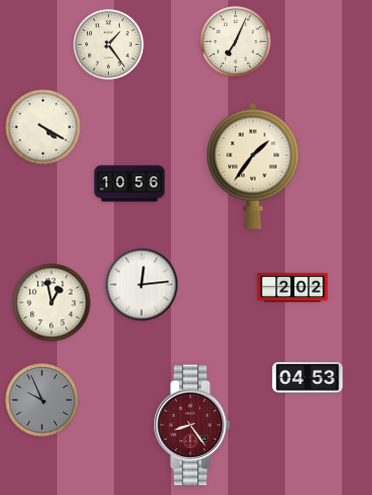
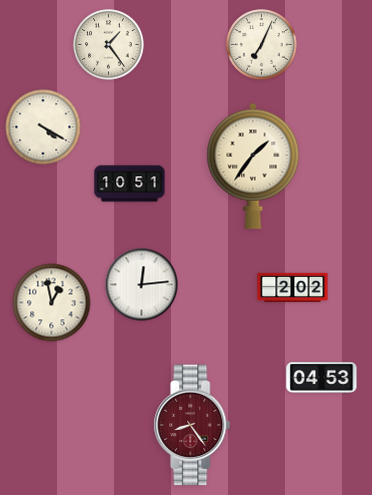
clock at (236, 42) position: (236, 42) -> (262, 45)
clock at (130, 184): 10:56 -> 10:51
clock at (308, 378) position: (308, 378) -> (322, 378)
clock at (42, 400): 9:56 -> none
